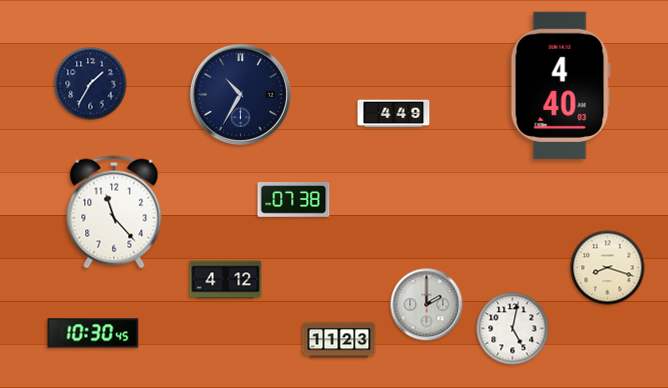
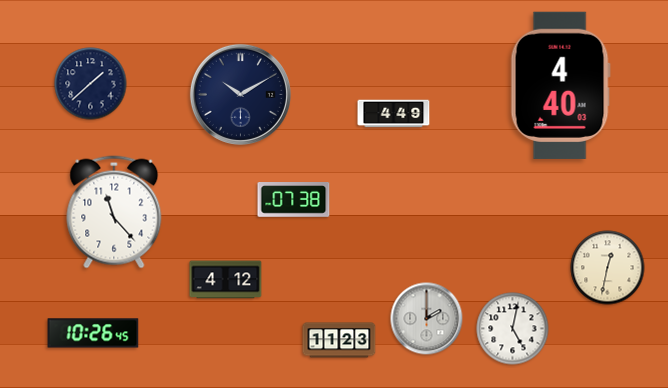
clock at (91, 84): 1:35 -> 1:38
clock at (240, 94): 10:35 -> 10:10
clock at (608, 268): 8:18 -> 12:32
clock at (427, 305) position: (427, 305) -> (427, 319)
clock at (93, 333): 10:30 -> 10:26
